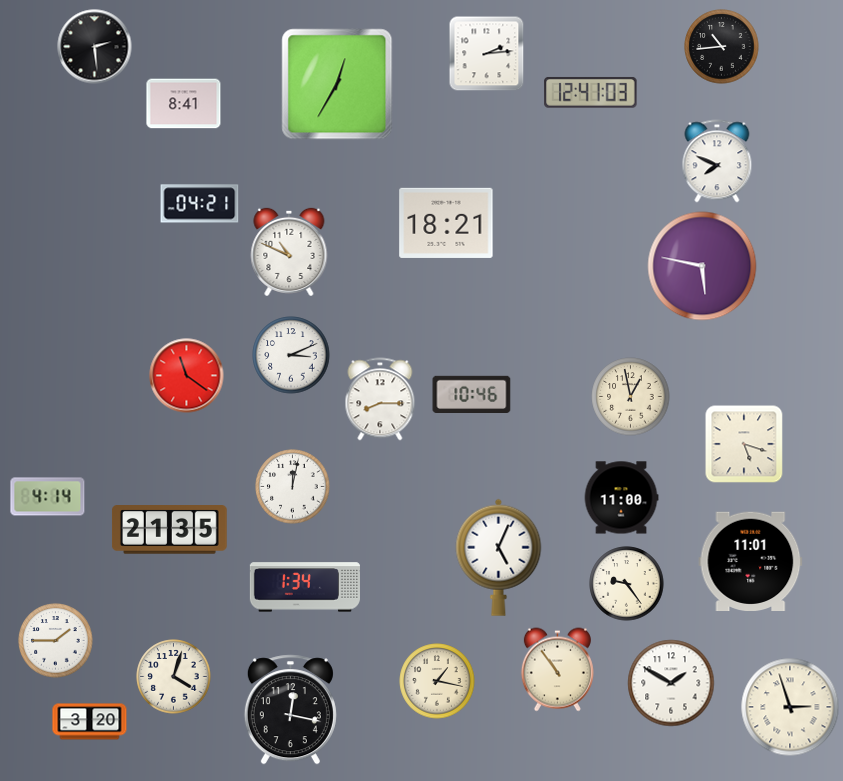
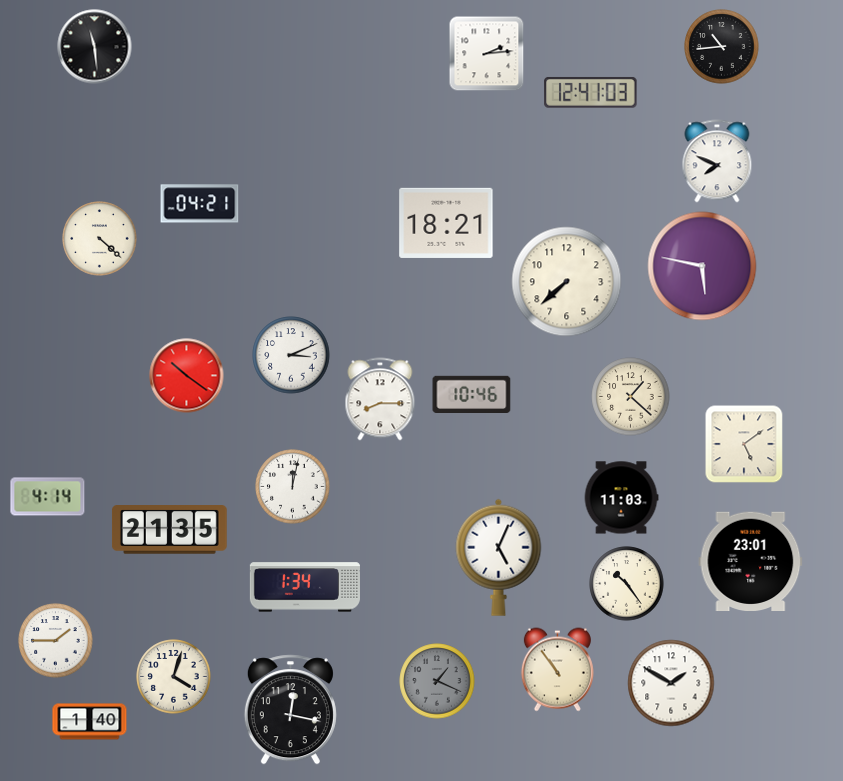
clock at (95, 47): 2:29 -> 11:29
clock at (337, 84): 12:35 -> none
clock at (184, 104): 8:41 -> none
clock at (100, 239): none -> 4:22
clock at (289, 252): 10:49 -> none
clock at (567, 282): none -> 7:38
clock at (187, 376): 11:21 -> 10:21
clock at (631, 397): 12:58 -> 1:22
clock at (744, 444): 5:18 -> 5:09
clock at (621, 498): 11:00 -> 11:03
clock at (751, 561): 11:01 -> 23:01
clock at (627, 584): 9:24 -> 10:24
clock at (437, 681): 1:17 -> 1:19
clock at (437, 681) dial: cream -> grey
clock at (790, 707): 2:57 -> none
clock at (90, 722): 3:20 -> 1:40
